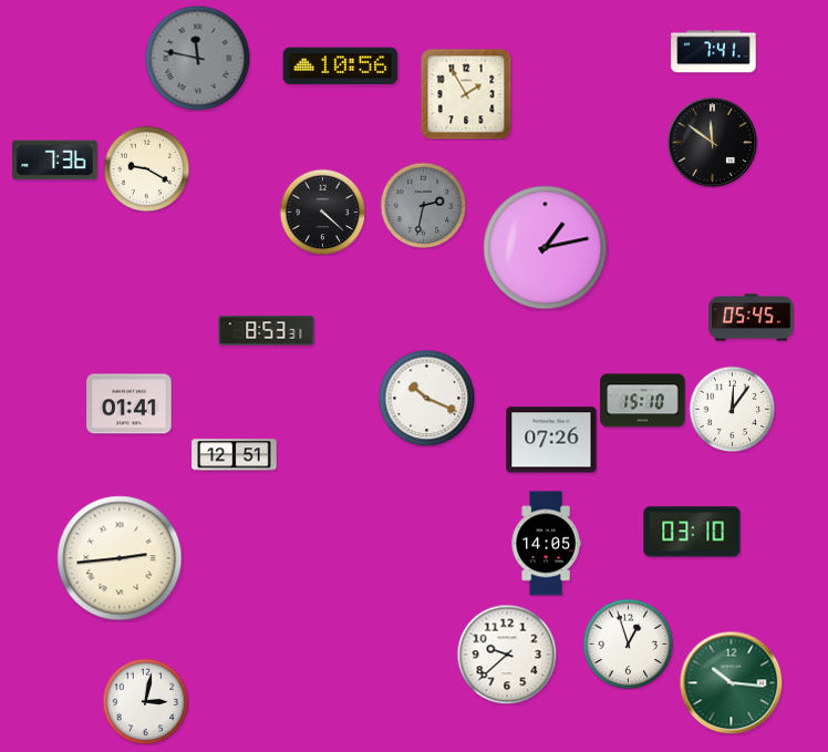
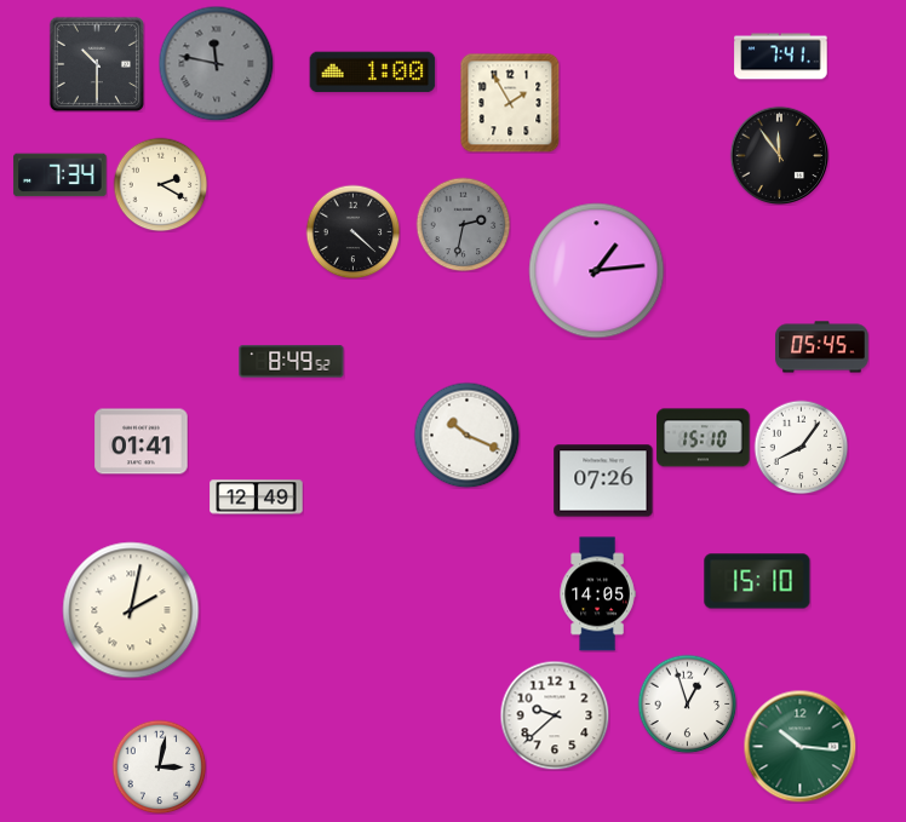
clock at (97, 64): none -> 10:30
clock at (341, 66): 10:56 -> 1:00
clock at (712, 142): 11:51 -> 11:54
clock at (55, 161): 7:36 -> 7:34
clock at (146, 168): 9:20 -> 2:20
clock at (546, 248): 1:13 -> 1:14
clock at (267, 331): 8:53 -> 8:49
clock at (732, 409): 12:06 -> 8:06
clock at (235, 455): 12:51 -> 12:49
clock at (692, 532): 03:10 -> 15:10
clock at (120, 558): 2:44 -> 2:02
